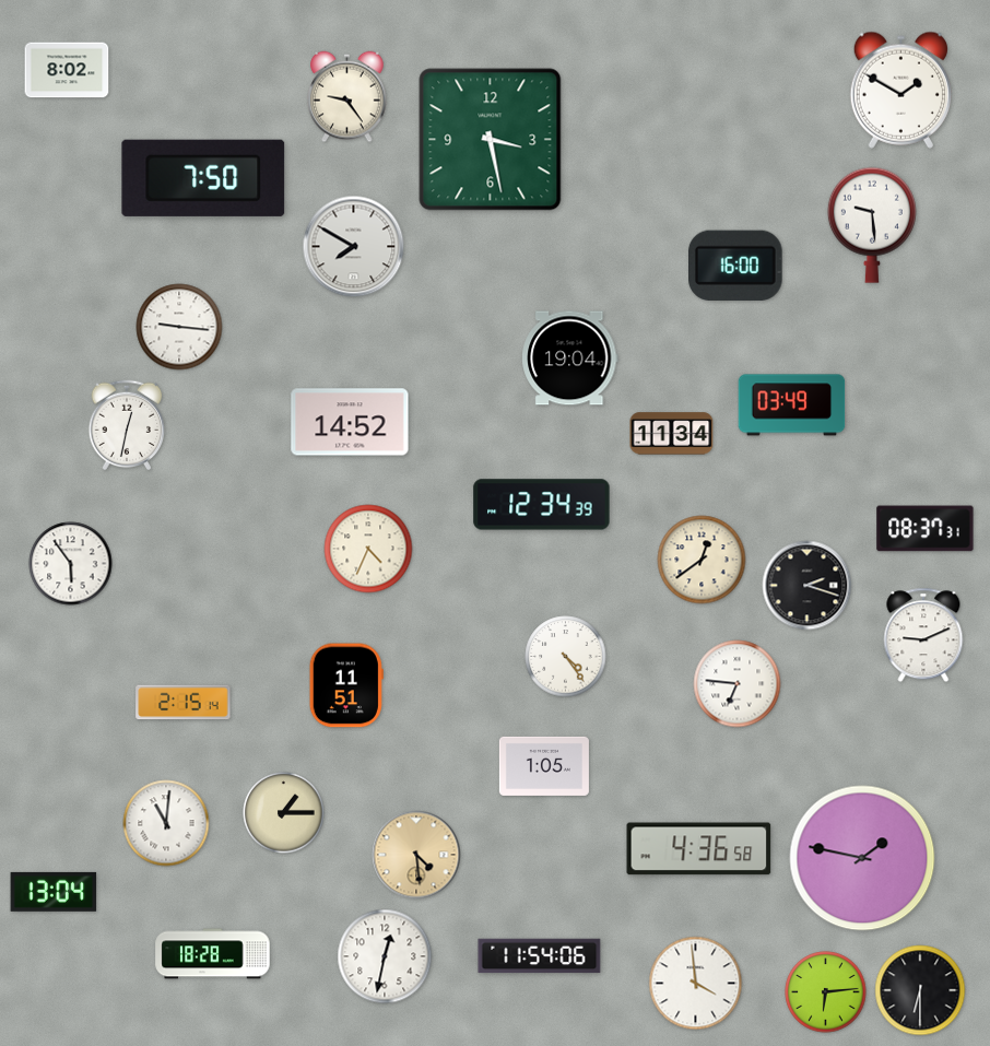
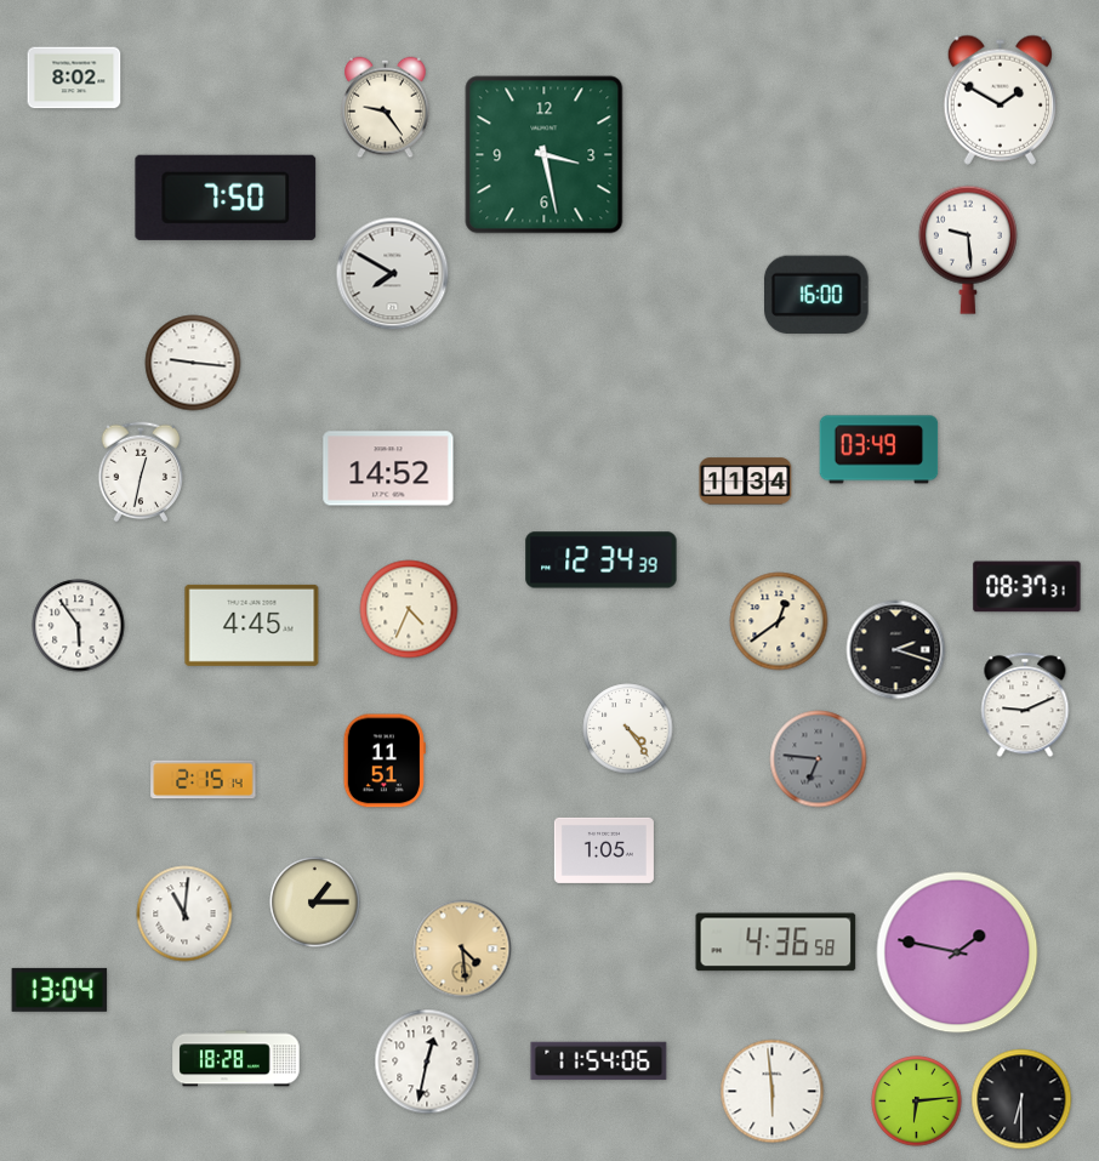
clock at (179, 327) position: (179, 327) -> (193, 363)
clock at (570, 359): 19:04 -> none
clock at (252, 625): none -> 4:45
clock at (738, 684) dial: white -> grey
clock at (696, 984): 3:59 -> 5:59
